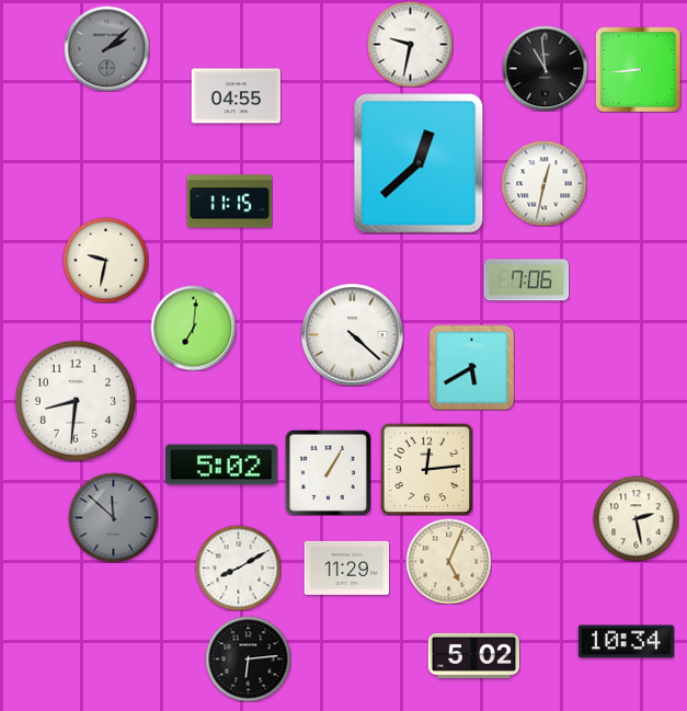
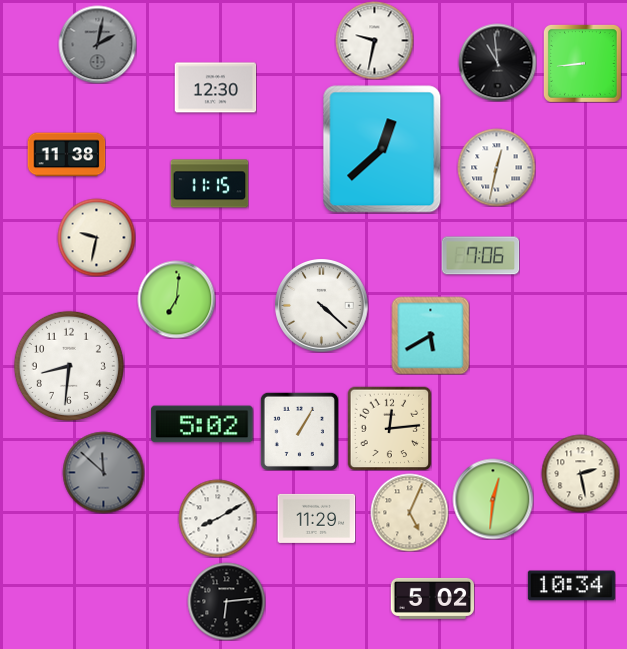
clock at (106, 48): 2:08 -> 2:02
clock at (236, 96): 04:55 -> 12:30
clock at (66, 155): none -> 11:38
clock at (493, 499): none -> 12:31
